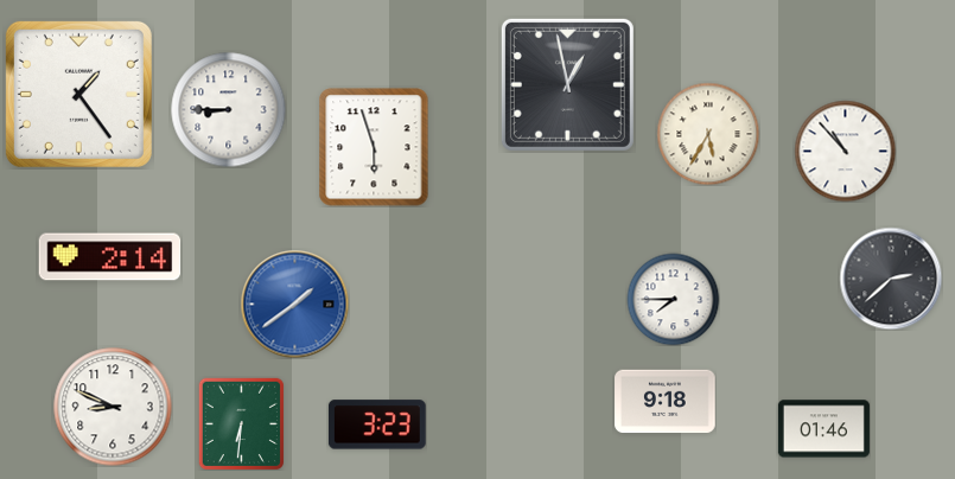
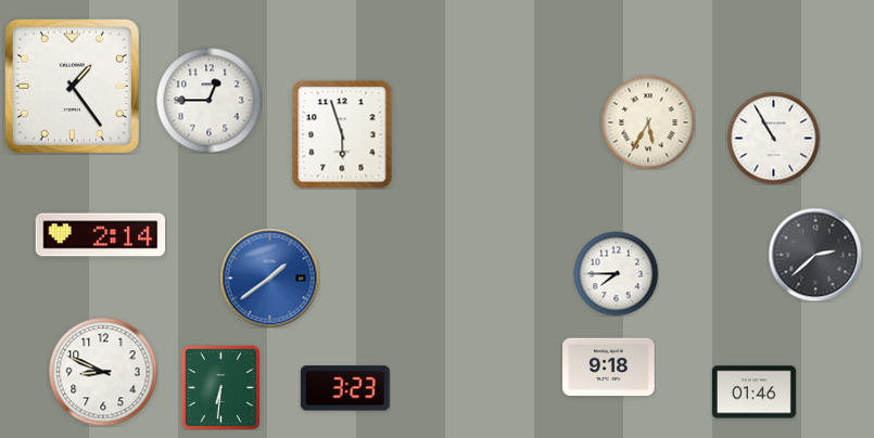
clock at (567, 84): 12:58 -> none
clock at (228, 109): 8:45 -> 12:45
clock at (845, 151): 10:53 -> 10:55
